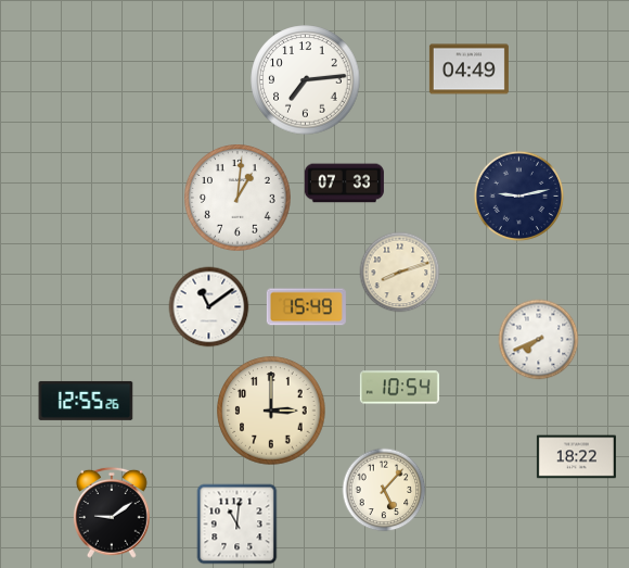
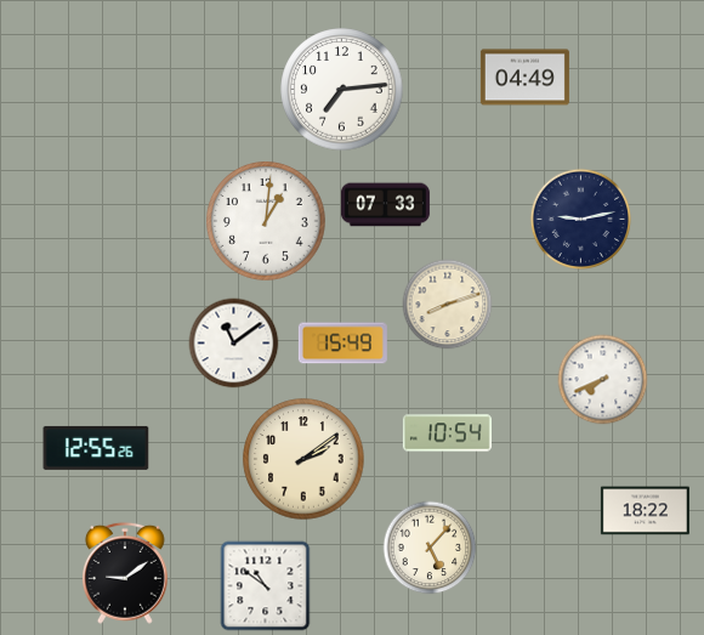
clock at (271, 411): 3:00 -> 2:09
clock at (238, 525): 11:01 -> 10:51
